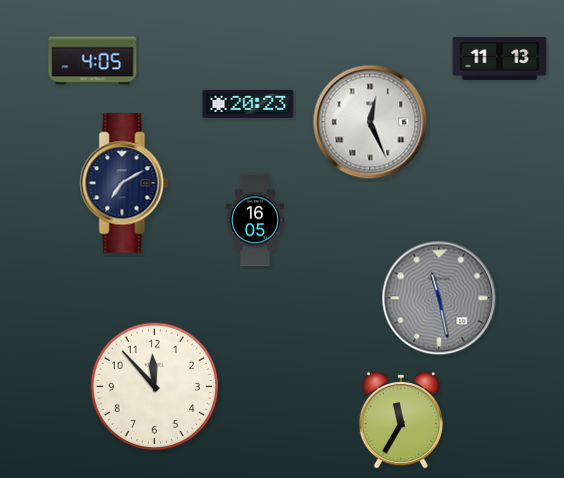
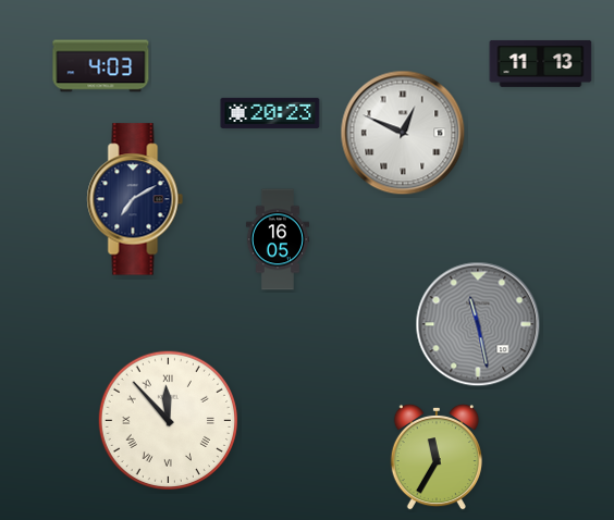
clock at (500, 58) position: (500, 58) -> (541, 63)
clock at (93, 61): 4:05 -> 4:03
clock at (370, 122): 12:26 -> 12:49
clock at (154, 386) numerals: Arabic -> Roman
